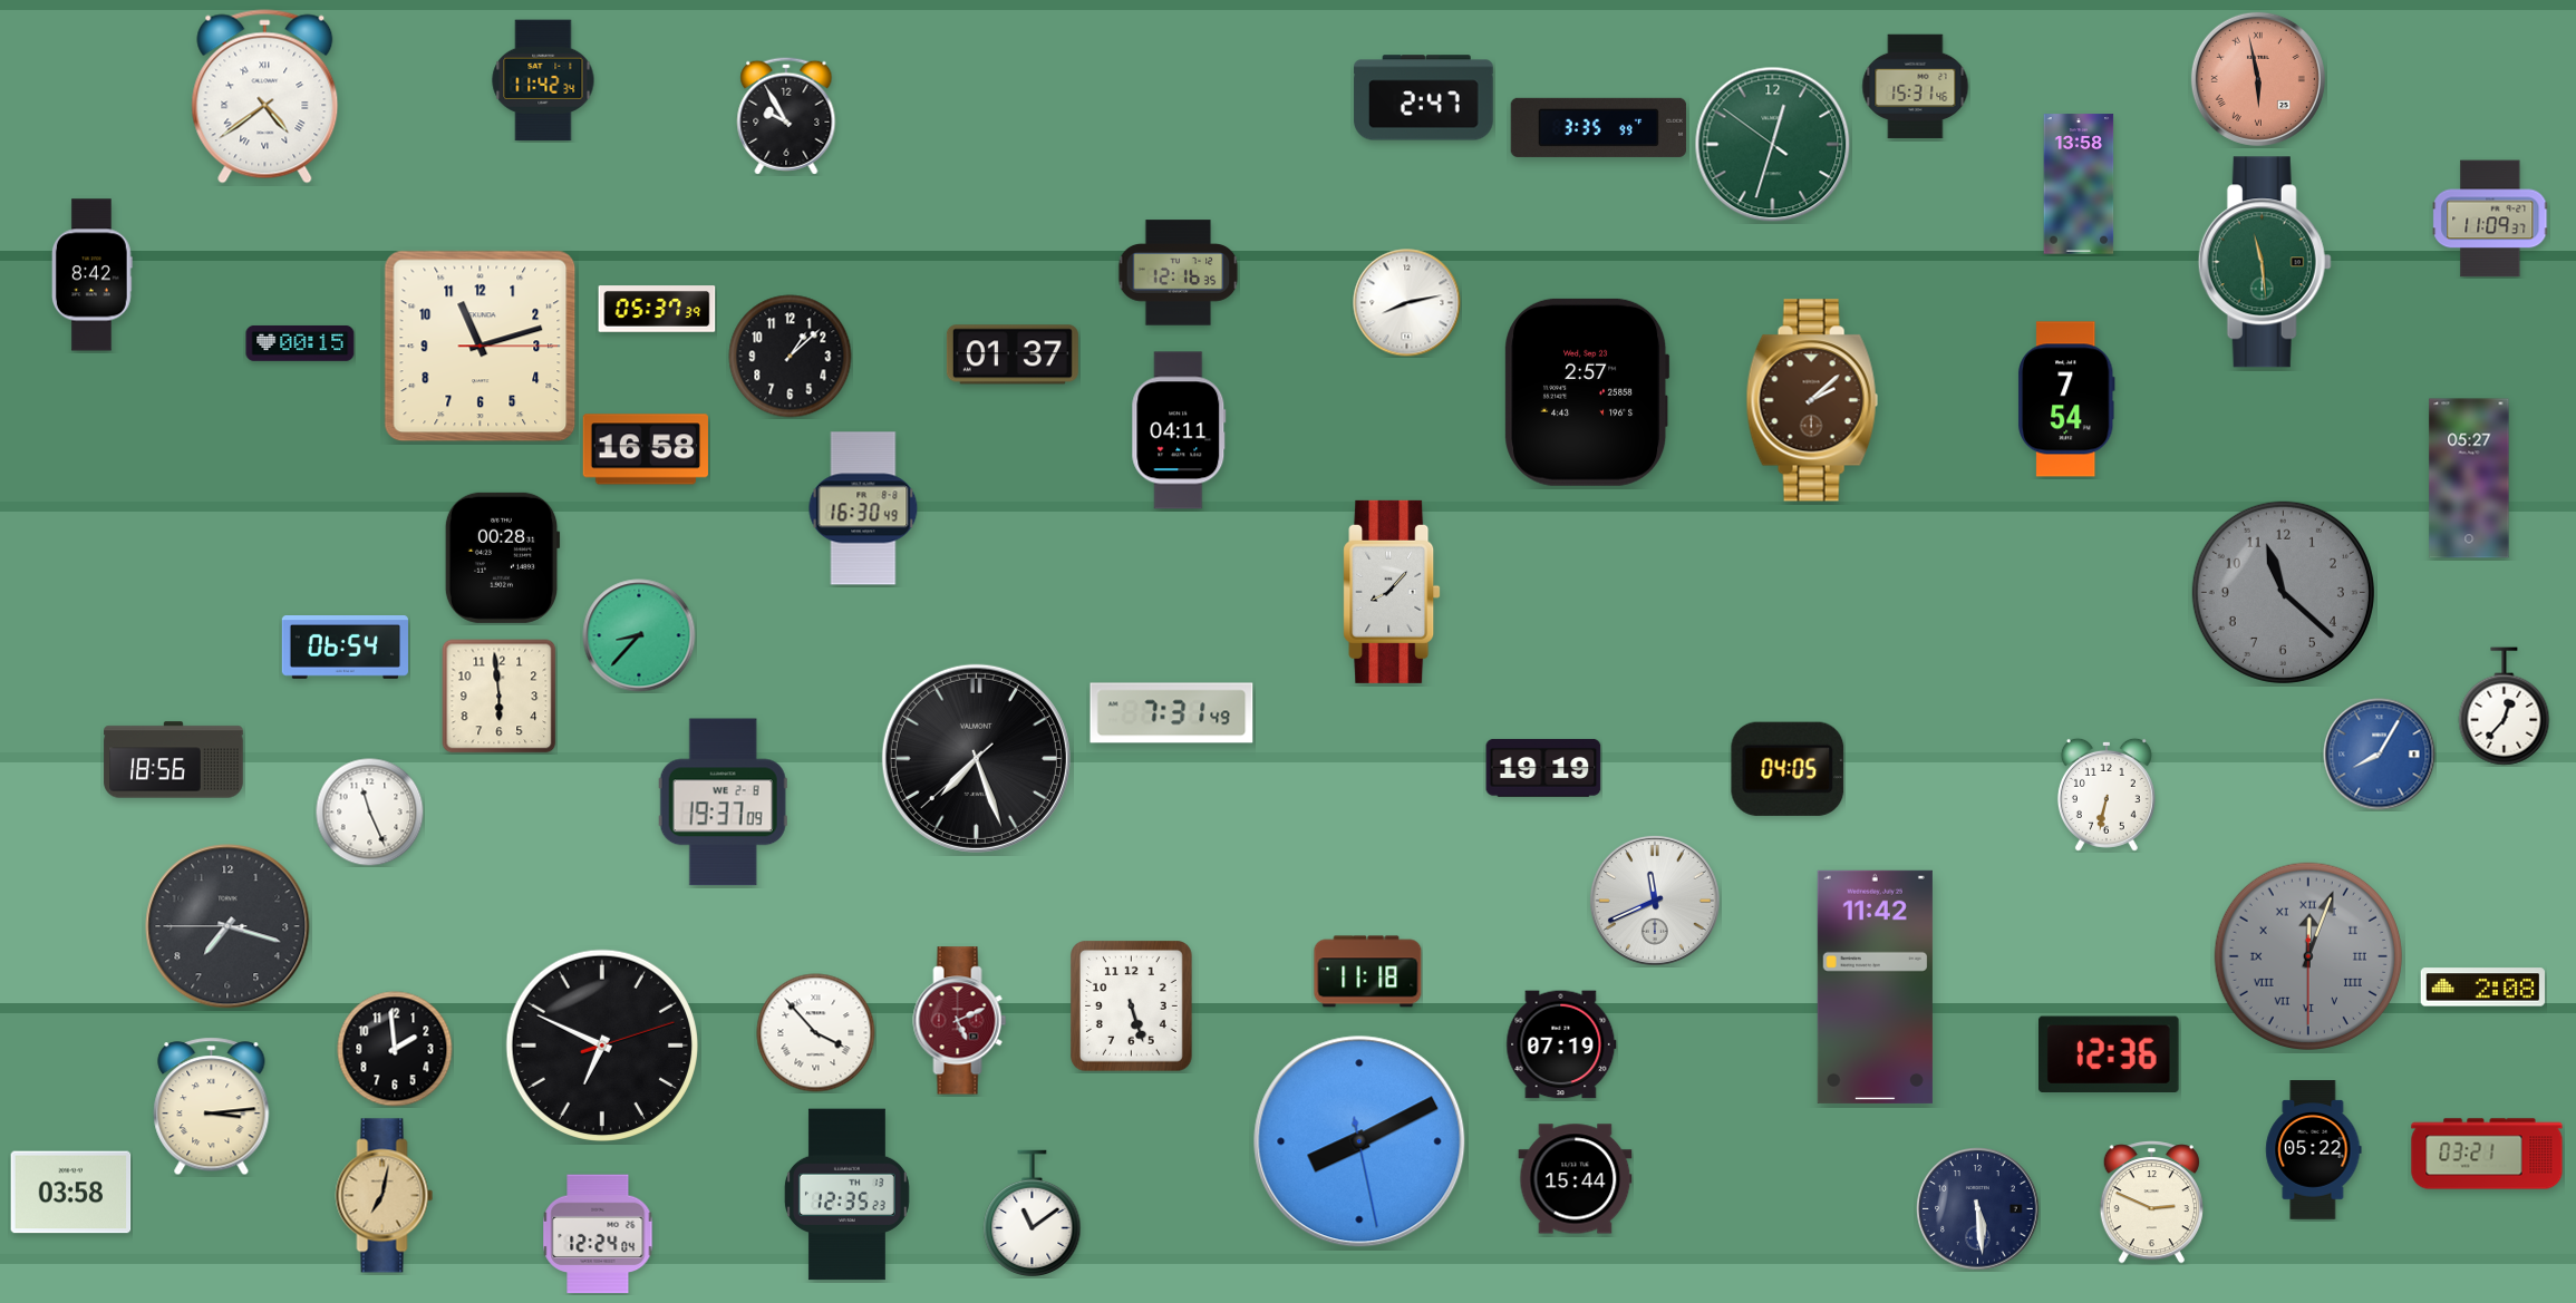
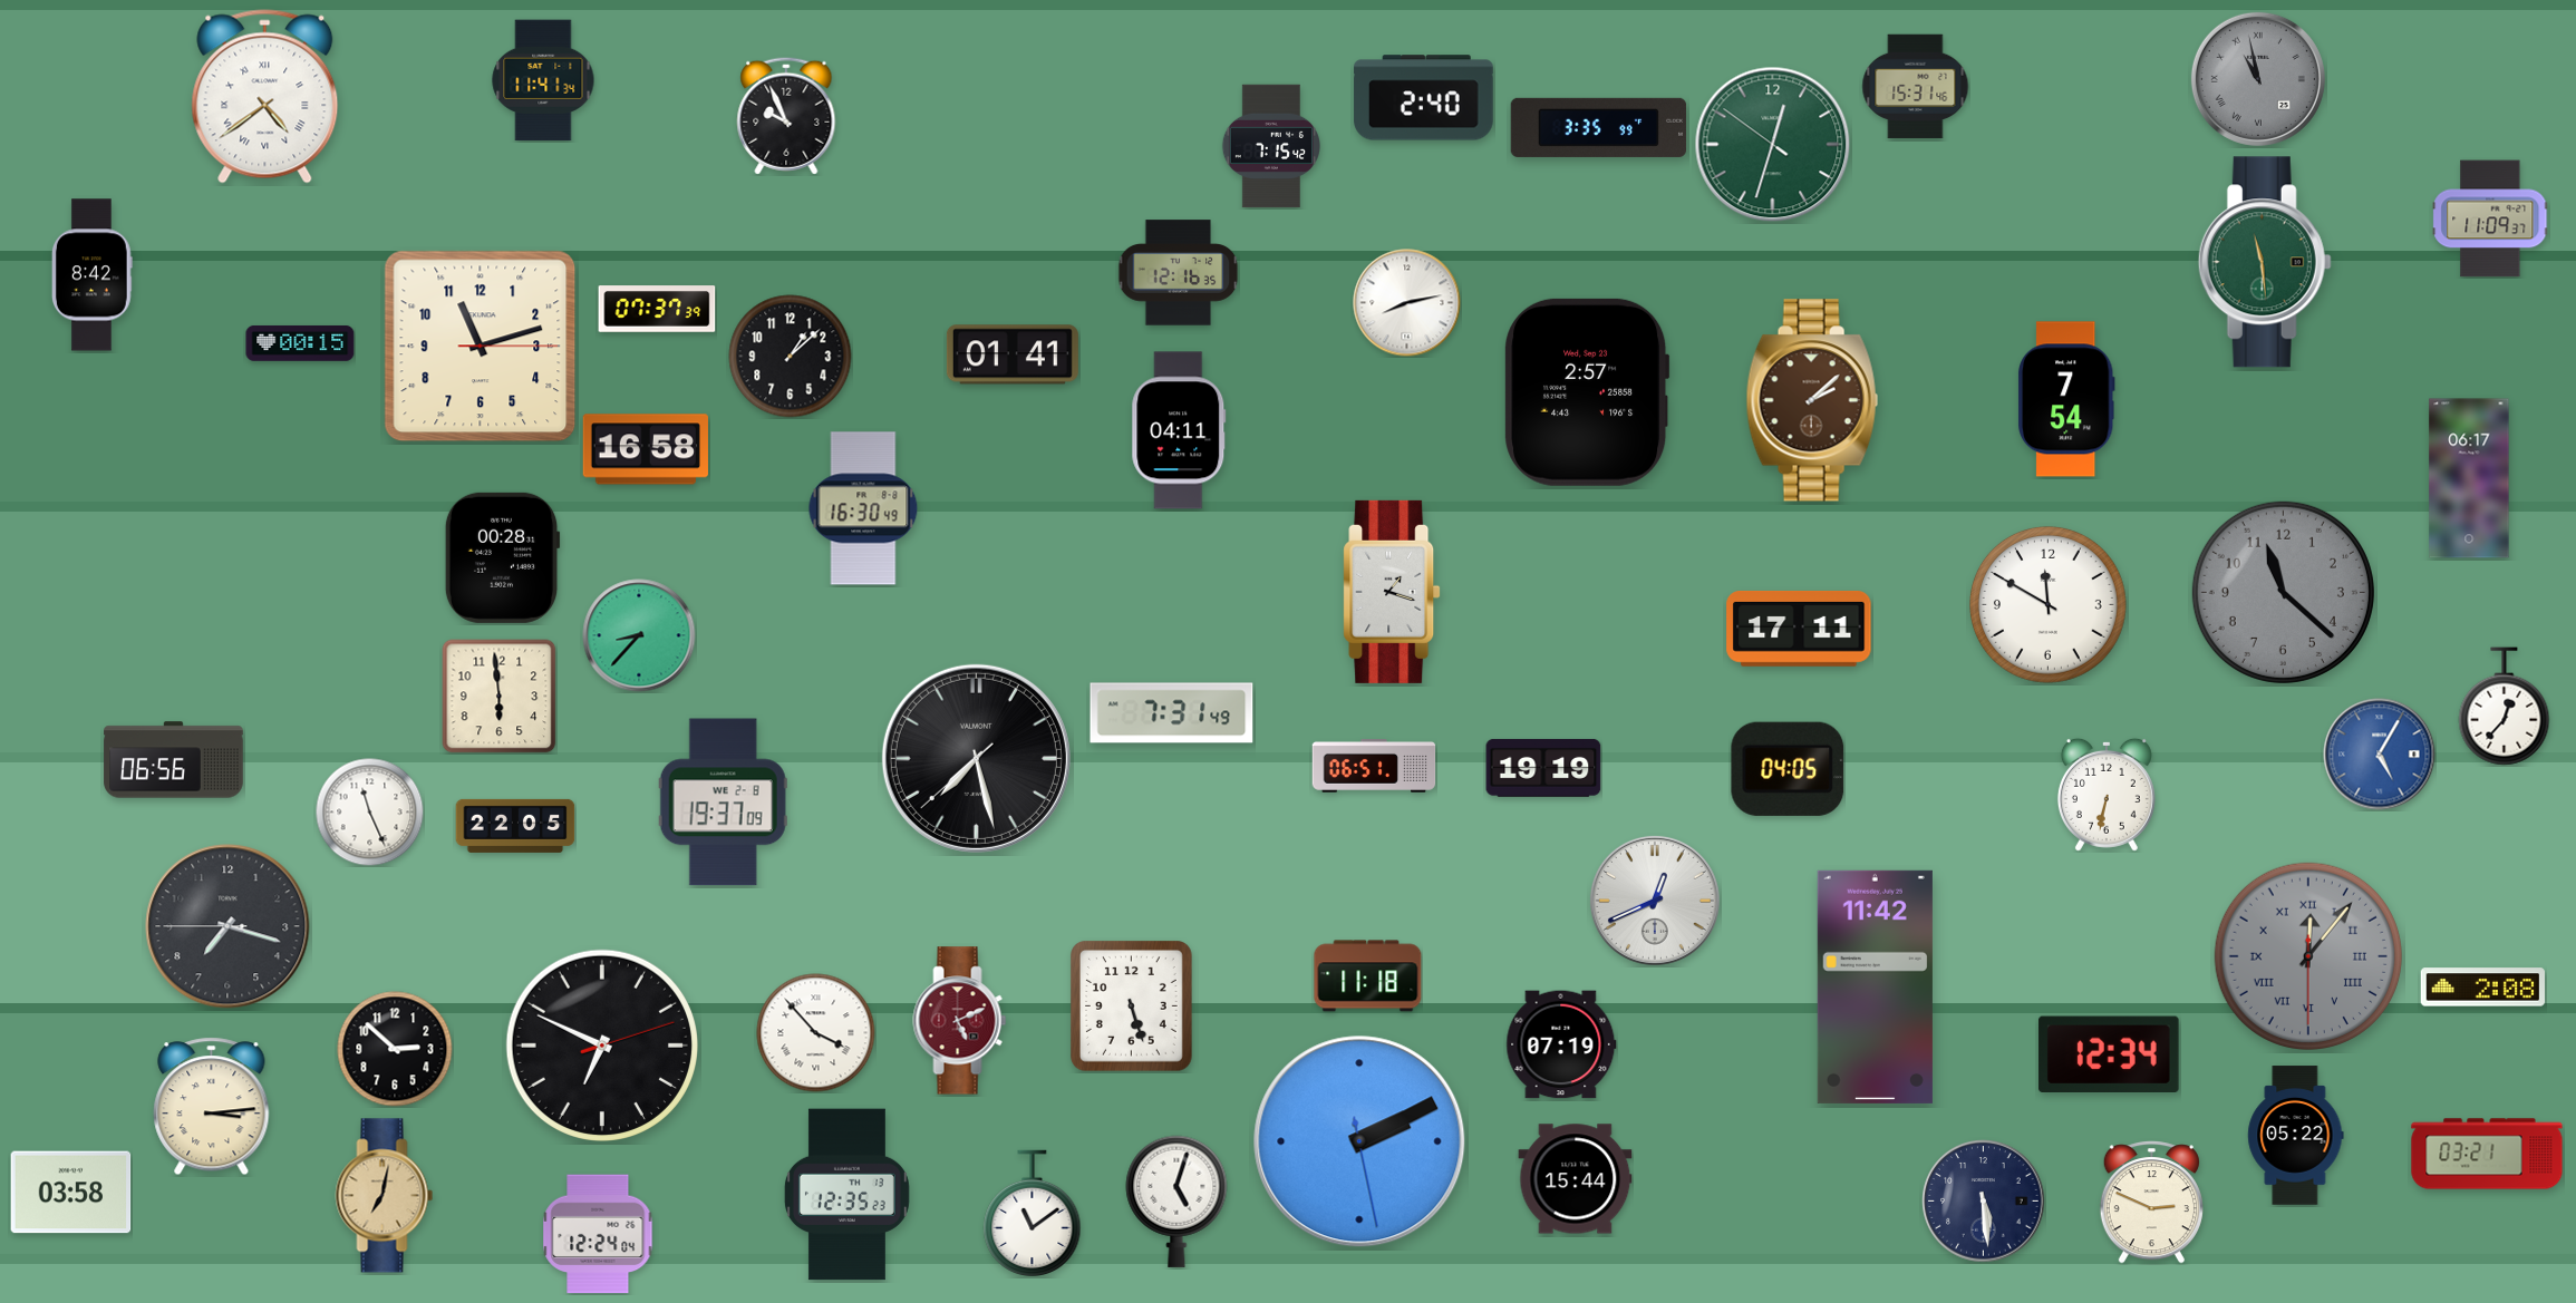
clock at (2258, 79): 5:58 -> 10:58
clock at (2258, 79) dial: salmon -> grey
clock at (543, 80): 11:42 -> 11:41
clock at (1424, 98): 2:47 -> 2:40
clock at (786, 116): 9:55 -> 9:56
clock at (1270, 146): none -> 7:15
clock at (2079, 184): 13:58 -> none
clock at (657, 309): 05:37 -> 07:37
clock at (1013, 354): 01:37 -> 01:41
clock at (2469, 478): 05:27 -> 06:17
clock at (1392, 592): 8:07 -> 1:18
clock at (2047, 604): none -> 11:50
clock at (1799, 629): none -> 17:11
clock at (345, 648): 06:54 -> none
clock at (2380, 755): 8:05 -> 5:05
clock at (976, 758): 7:26 -> 7:27
clock at (174, 760): 18:56 -> 06:56
clock at (1374, 767): none -> 06:51
clock at (515, 826): none -> 22:05
clock at (1655, 901): 11:41 -> 12:41
clock at (2308, 956): 12:03 -> 12:06
clock at (1368, 972) position: (1368, 972) -> (1368, 976)
clock at (395, 1049): 1:59 -> 2:52
clock at (2109, 1053): 12:36 -> 12:34
clock at (1359, 1141): 8:10 -> 2:10
clock at (2314, 1150) position: (2314, 1150) -> (2296, 1136)
clock at (1176, 1202): none -> 5:03
clock at (1978, 1209) position: (1978, 1209) -> (1984, 1202)
